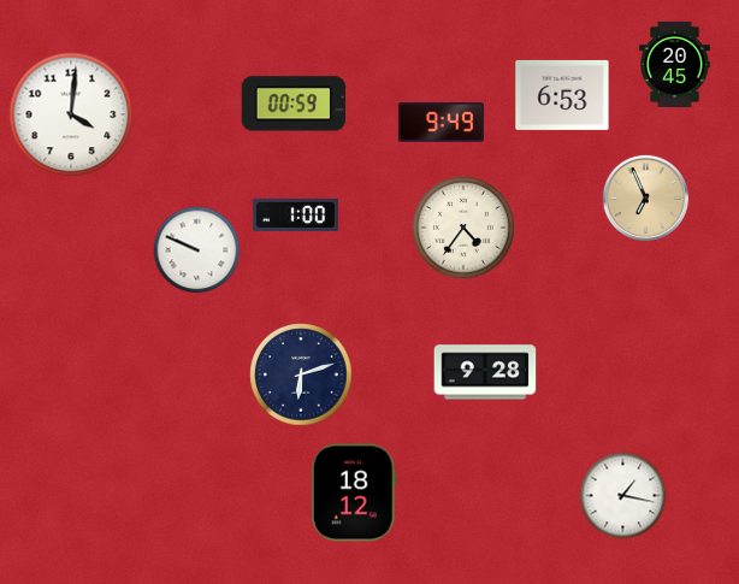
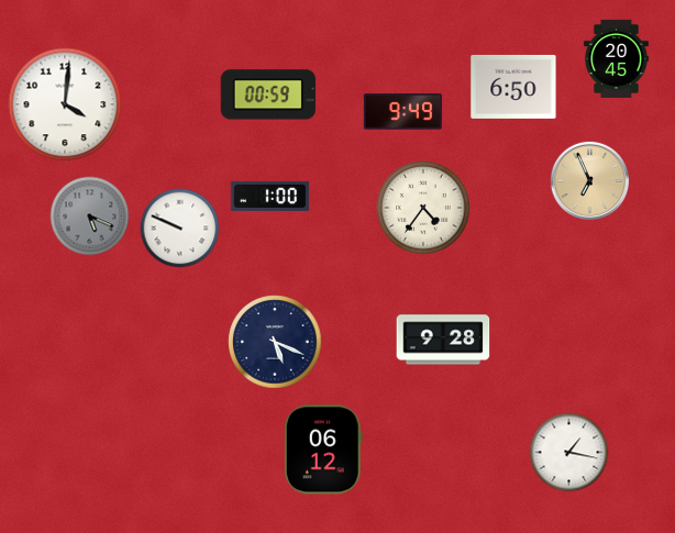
clock at (562, 95): 6:53 -> 6:50
clock at (90, 216): none -> 5:19
clock at (301, 374): 6:12 -> 5:19
clock at (354, 492): 18:12 -> 06:12
